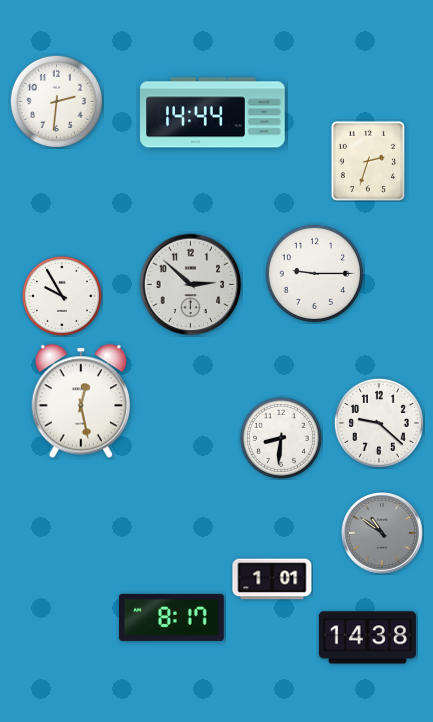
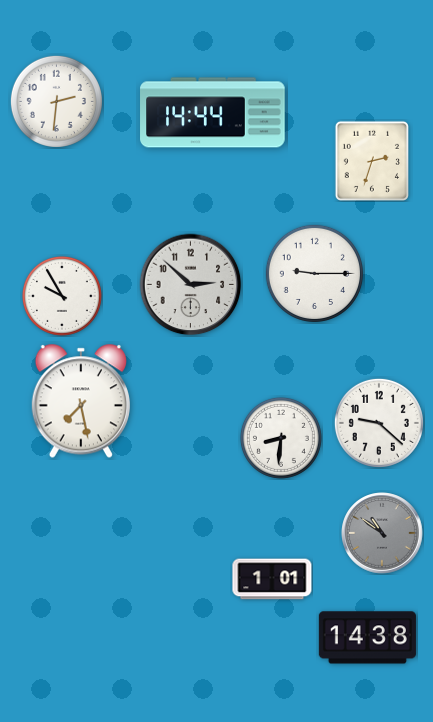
clock at (368, 161) position: (368, 161) -> (372, 161)
clock at (81, 401): 12:28 -> 7:28
clock at (172, 617): 8:17 -> none
